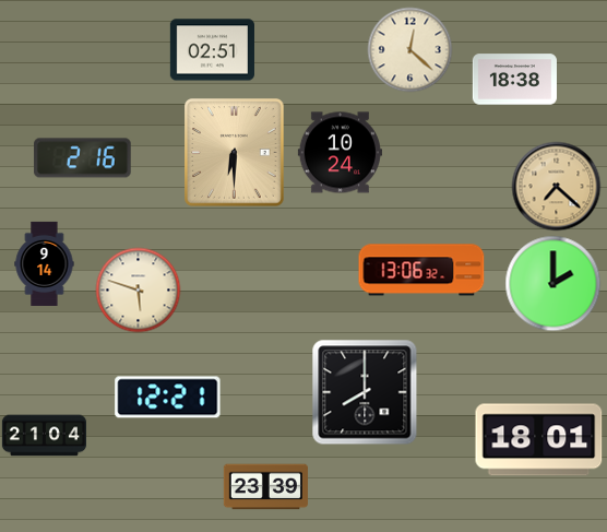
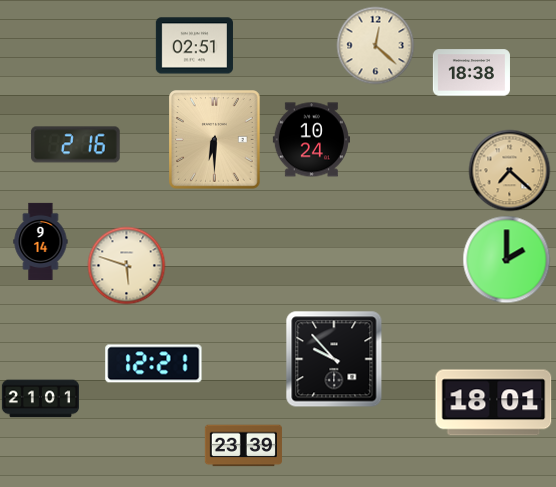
clock at (421, 270): 13:06 -> none
clock at (365, 392): 8:00 -> 9:53
clock at (44, 436): 21:04 -> 21:01
